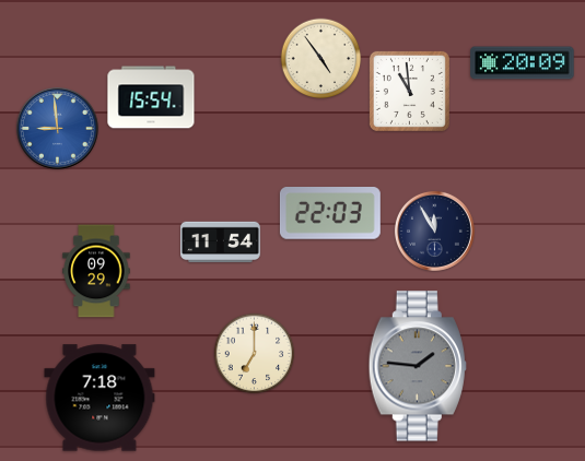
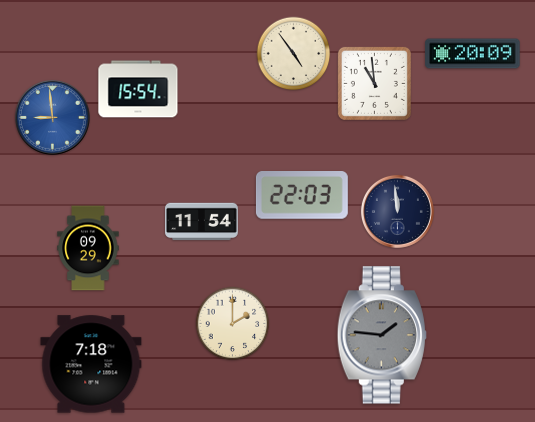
clock at (523, 63) position: (523, 63) -> (473, 54)
clock at (434, 230): 11:55 -> 11:59
clock at (255, 354): 7:00 -> 2:00
